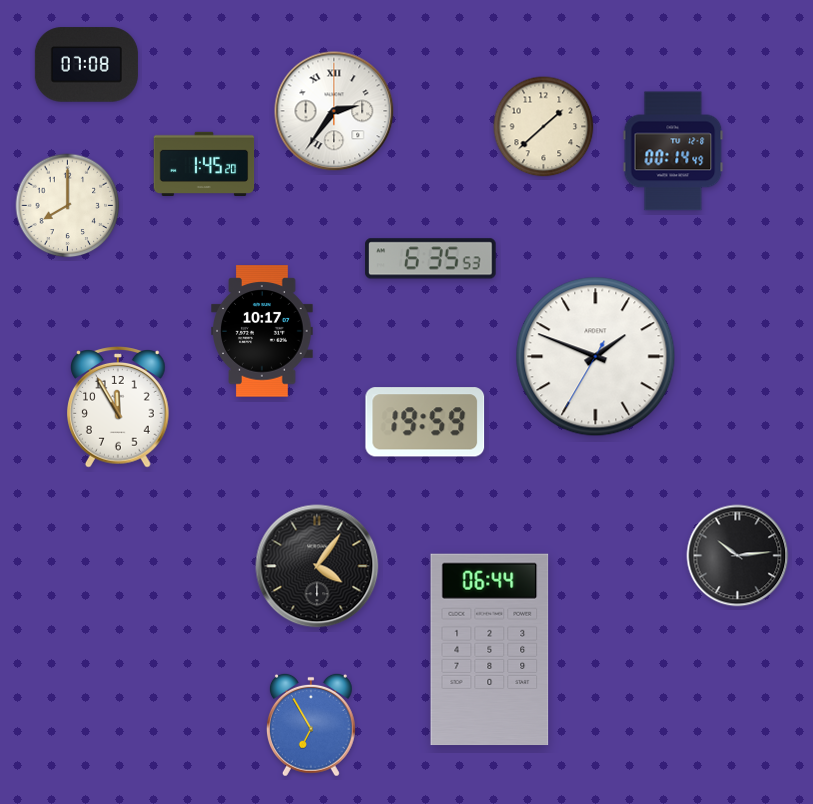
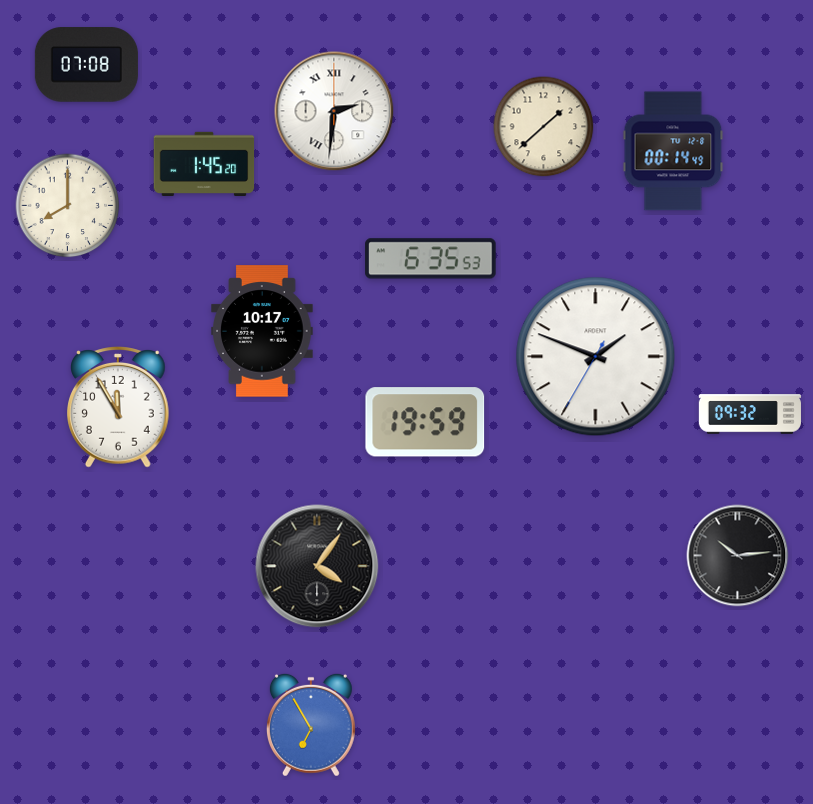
clock at (334, 111): 2:36 -> 2:31
clock at (750, 414): none -> 09:32
clock at (490, 650): 06:44 -> none
